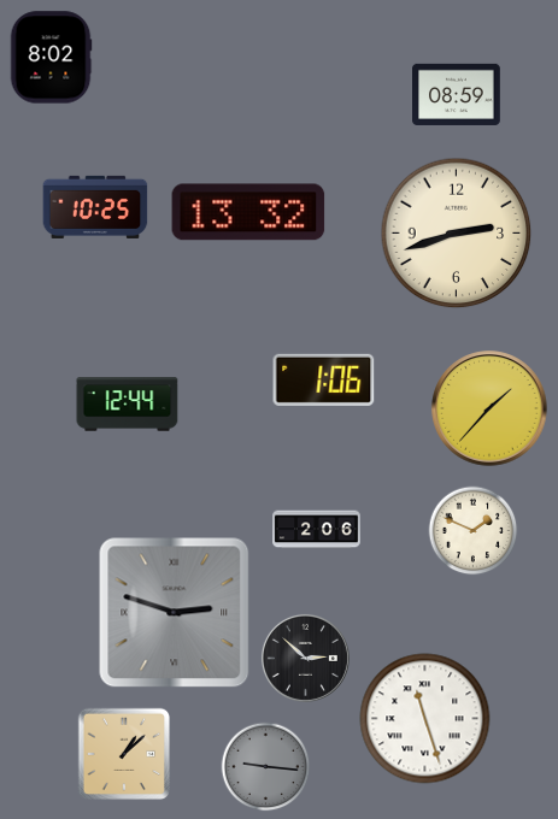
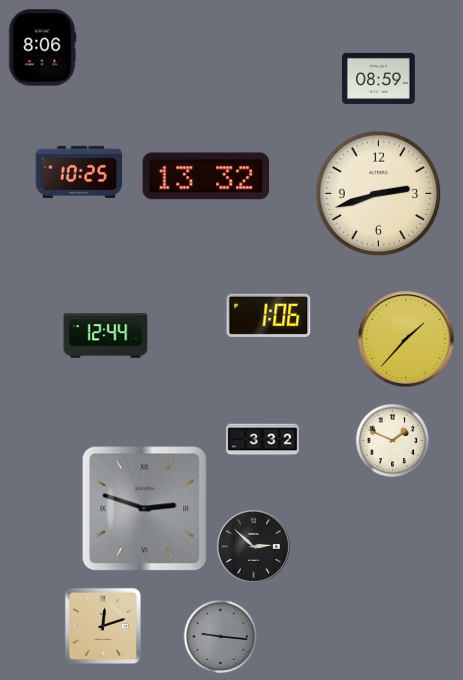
clock at (51, 58): 8:02 -> 8:06
clock at (317, 530): 2:06 -> 3:32
clock at (425, 719): 11:27 -> none
clock at (124, 754): 1:08 -> 12:12
